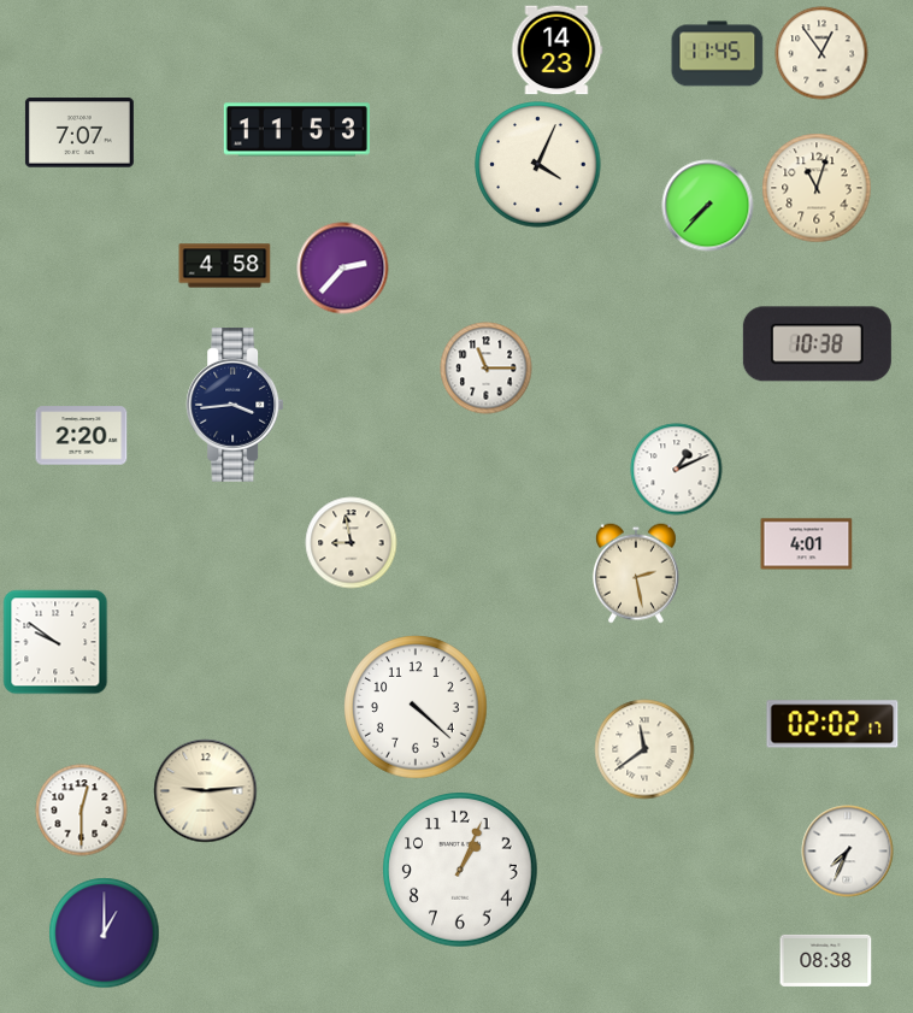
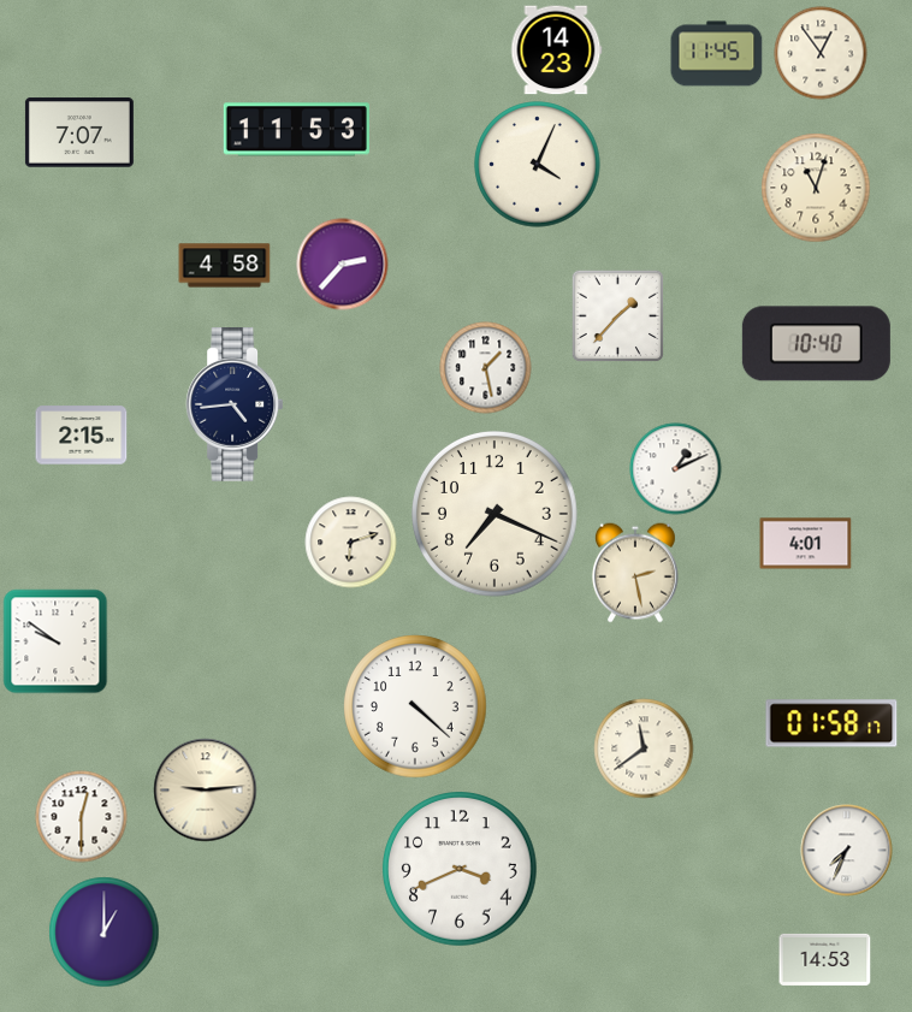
clock at (708, 206): 7:37 -> none
clock at (343, 269) position: (343, 269) -> (343, 265)
clock at (617, 315): none -> 1:37
clock at (817, 344): 10:38 -> 10:40
clock at (487, 369): 11:15 -> 1:28
clock at (235, 406): 3:44 -> 4:44
clock at (82, 436): 2:20 -> 2:15
clock at (495, 514): none -> 7:19
clock at (352, 543): 8:58 -> 6:12
clock at (832, 724): 02:02 -> 01:58
clock at (82, 811) position: (82, 811) -> (82, 817)
clock at (461, 871): 1:04 -> 3:41
clock at (826, 960): 08:38 -> 14:53
